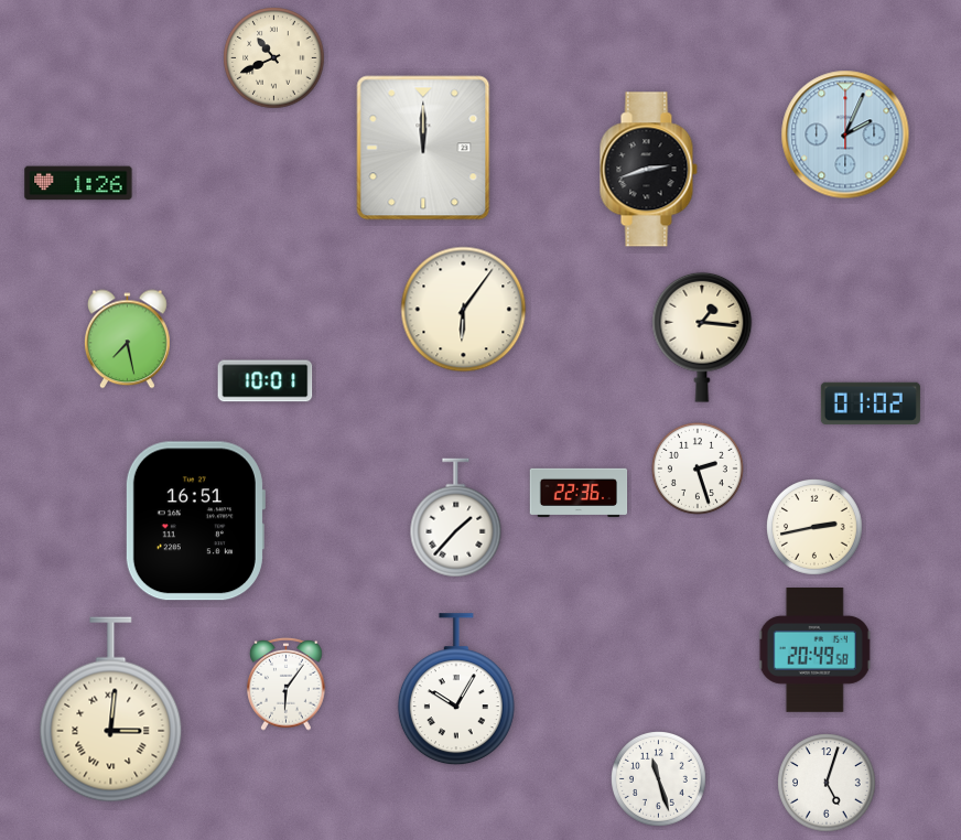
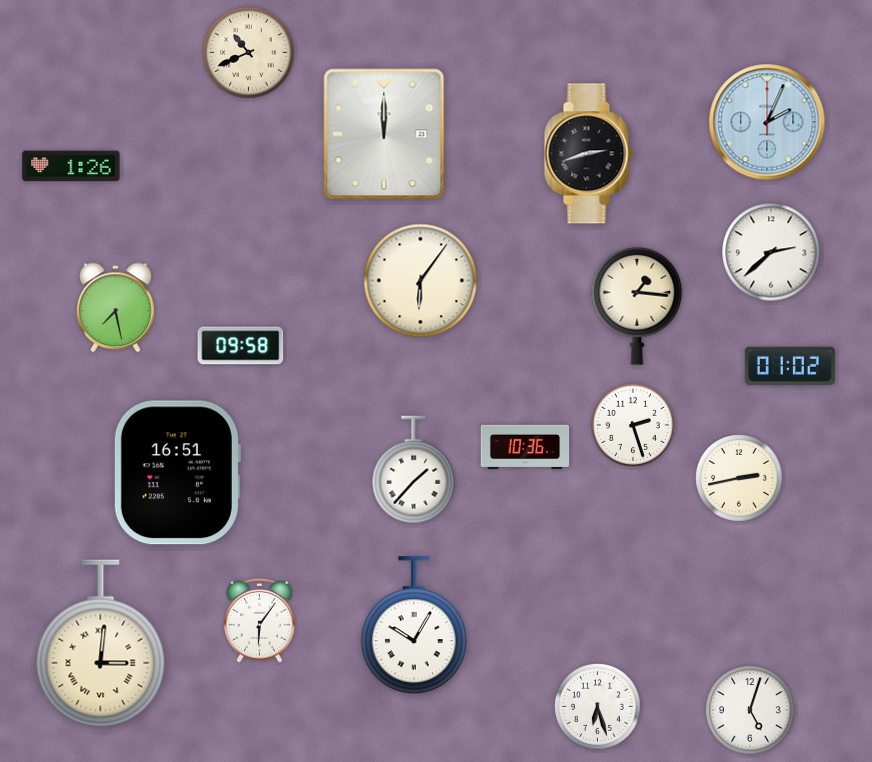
clock at (771, 252): none -> 2:38
clock at (266, 381): 10:01 -> 09:58
clock at (579, 493): 22:36 -> 10:36
clock at (816, 650): 20:49 -> none
clock at (659, 779): 11:27 -> 6:27
